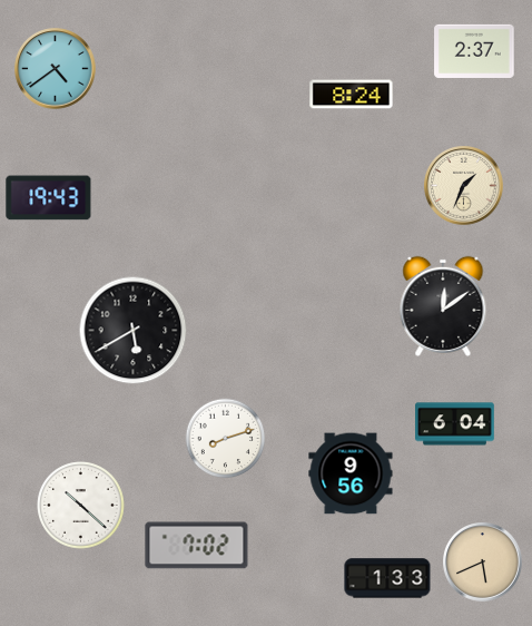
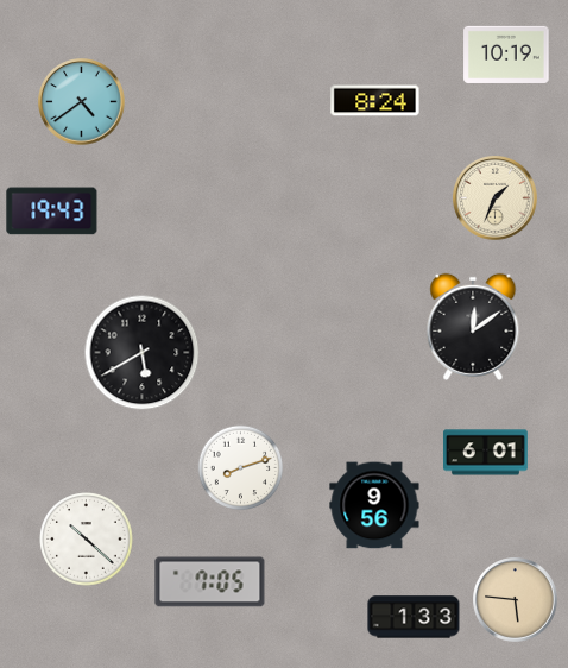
clock at (474, 51): 2:37 -> 10:19
clock at (56, 69) position: (56, 69) -> (82, 102)
clock at (455, 424): 6:04 -> 6:01
clock at (197, 546): 7:02 -> 7:05
clock at (483, 563): 5:41 -> 5:46
